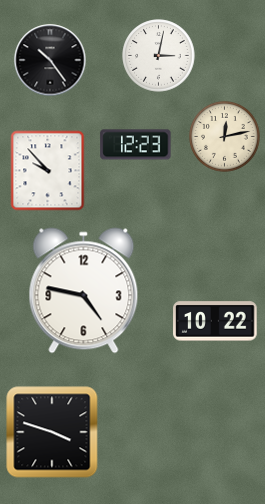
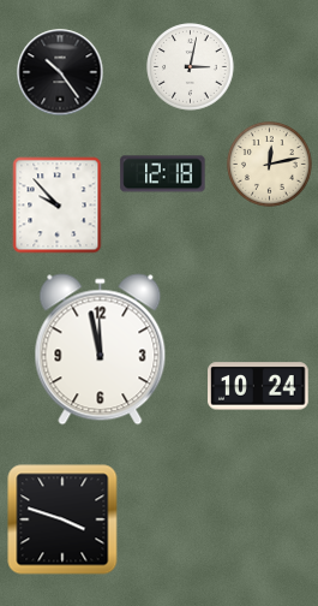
clock at (136, 145): 12:23 -> 12:18
clock at (84, 291): 4:47 -> 11:58
clock at (215, 321): 10:22 -> 10:24
